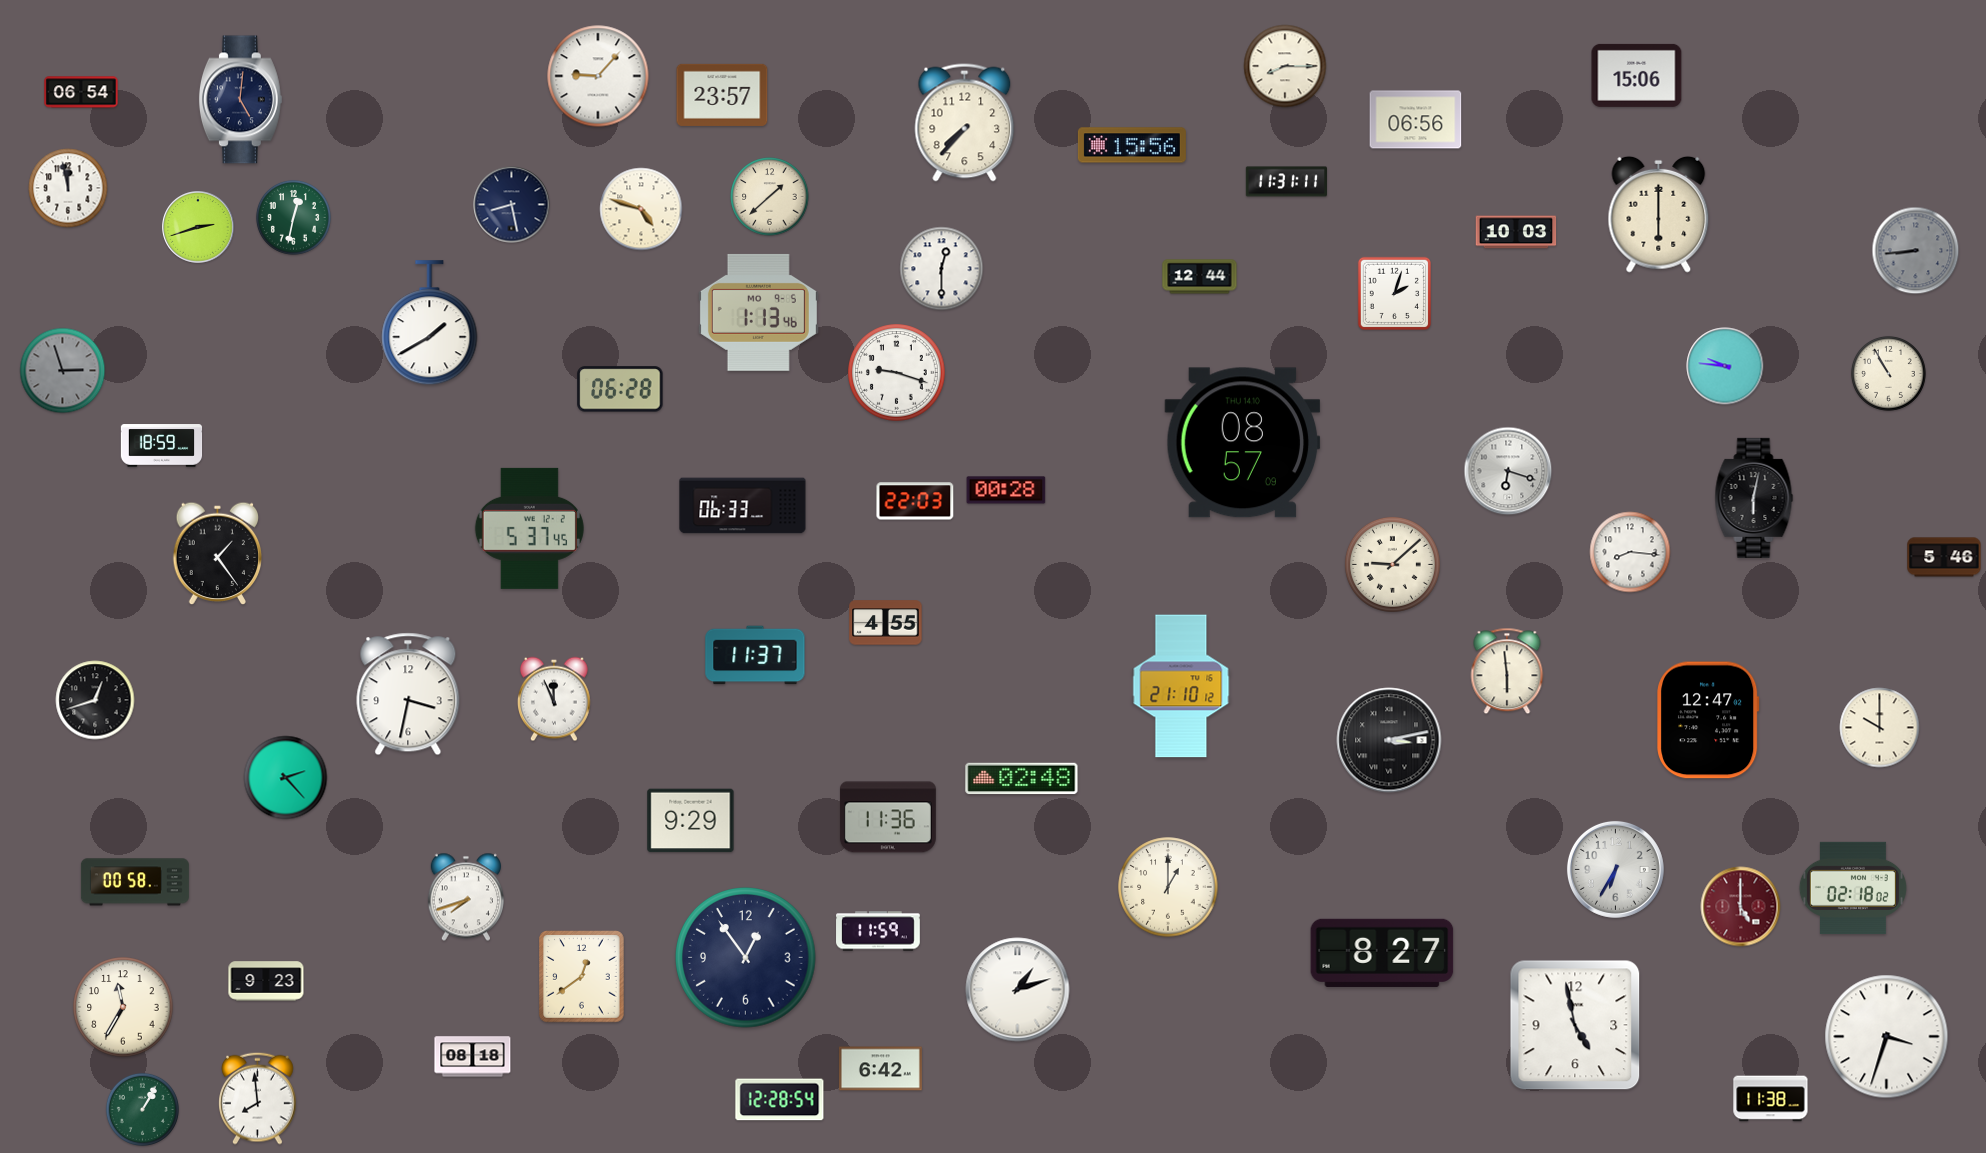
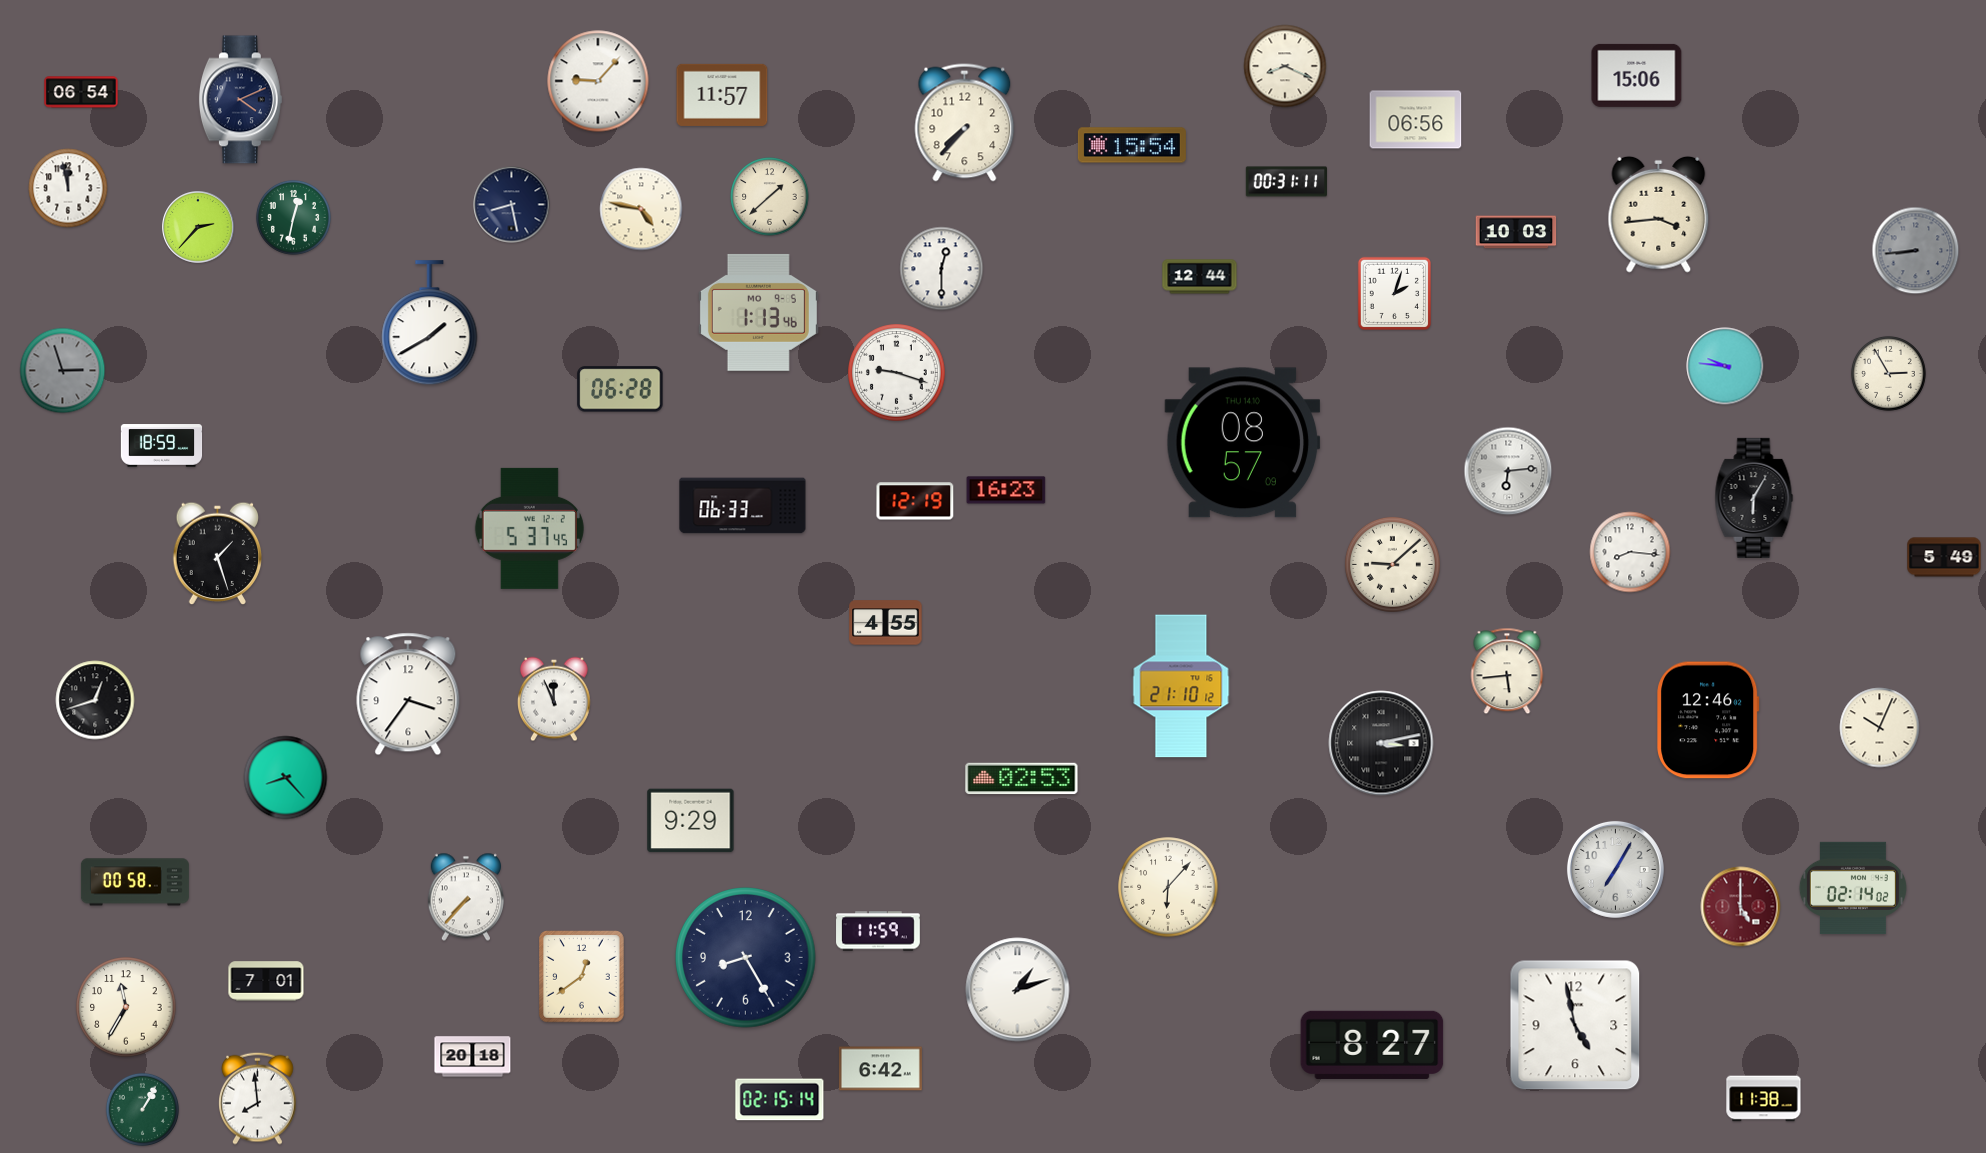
clock at (1285, 66): 8:15 -> 8:19
clock at (598, 76) position: (598, 76) -> (598, 81)
clock at (722, 95): 23:57 -> 11:57
clock at (240, 100): 5:01 -> 4:11
clock at (1132, 145): 15:56 -> 15:54
clock at (1287, 182): 11:31 -> 00:31
clock at (641, 209): 4:48 -> 4:47
clock at (1659, 214): 6:00 -> 3:44
clock at (198, 227): 2:42 -> 2:37
clock at (1888, 373): 10:55 -> 2:55
clock at (1508, 471): 6:18 -> 6:14
clock at (1006, 490): 00:28 -> 16:23
clock at (1754, 498): 6:02 -> 6:05
clock at (915, 501): 22:03 -> 12:19
clock at (218, 554): 1:24 -> 1:27
clock at (1944, 557): 5:46 -> 5:49
clock at (755, 655): 11:37 -> none
clock at (1507, 671): 5:59 -> 5:44
clock at (408, 694): 3:32 -> 3:36
clock at (1708, 720): 12:47 -> 12:46
clock at (1880, 728): 10:00 -> 10:04
clock at (1389, 740) position: (1389, 740) -> (1381, 743)
clock at (286, 778): 2:23 -> 8:23
clock at (1022, 779): 02:48 -> 02:53
clock at (888, 817): 11:36 -> none
clock at (1615, 869): 6:35 -> 7:05
clock at (1168, 887): 1:00 -> 6:07
clock at (1853, 888): 02:18 -> 02:14
clock at (466, 897): 7:42 -> 7:37
clock at (1382, 953) position: (1382, 953) -> (1372, 1045)
clock at (746, 958): 12:54 -> 8:25
clock at (266, 981): 9:23 -> 7:01
clock at (123, 1007) position: (123, 1007) -> (126, 1007)
clock at (1887, 1037): 3:33 -> none
clock at (473, 1057): 08:18 -> 20:18
clock at (1771, 1099) position: (1771, 1099) -> (1764, 1099)
clock at (780, 1100): 12:28 -> 02:15
